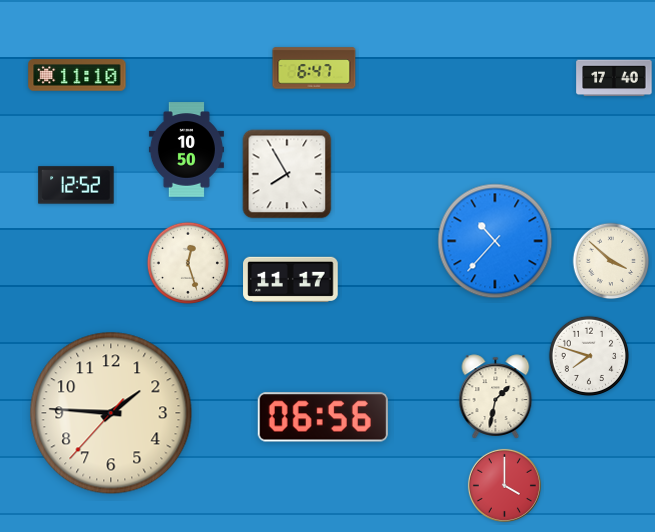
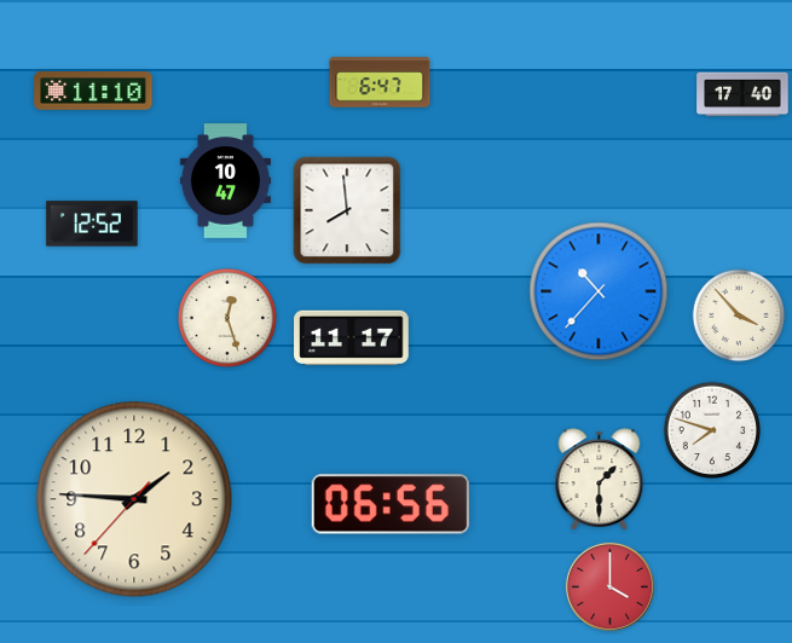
clock at (186, 150): 10:50 -> 10:47
clock at (287, 174): 7:55 -> 7:59
clock at (611, 261): 3:52 -> 3:53
clock at (496, 397): 1:32 -> 1:30
